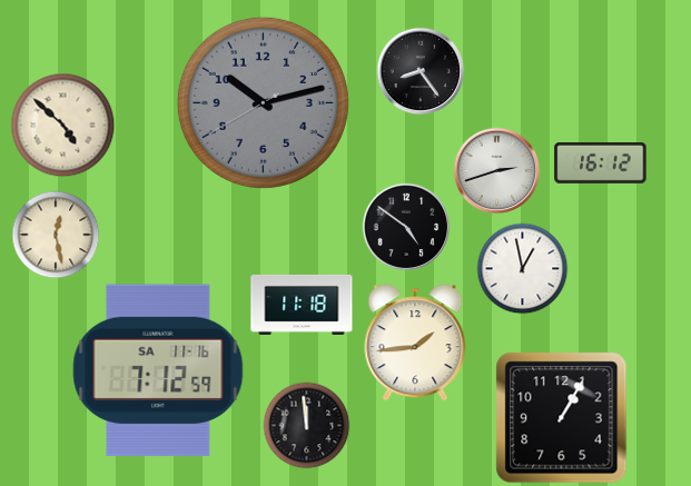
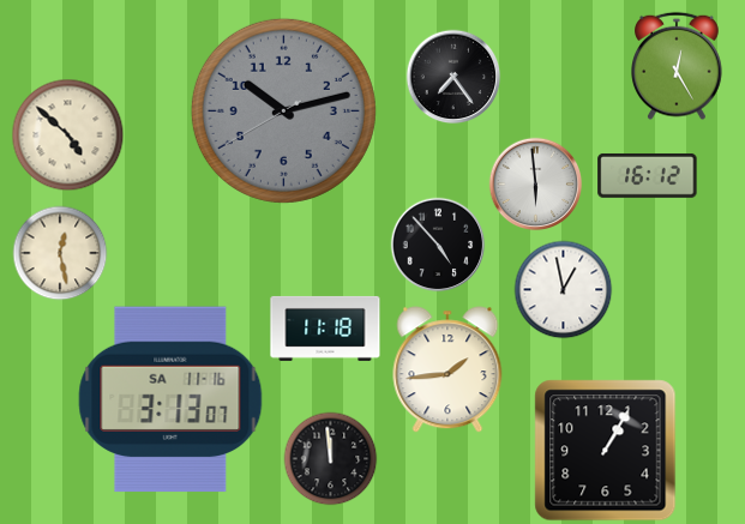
clock at (678, 66): none -> 12:25
clock at (421, 71): 8:24 -> 7:24
clock at (496, 170): 2:42 -> 5:59
clock at (406, 227): 4:51 -> 4:53
clock at (158, 370): 7:12 -> 3:13
